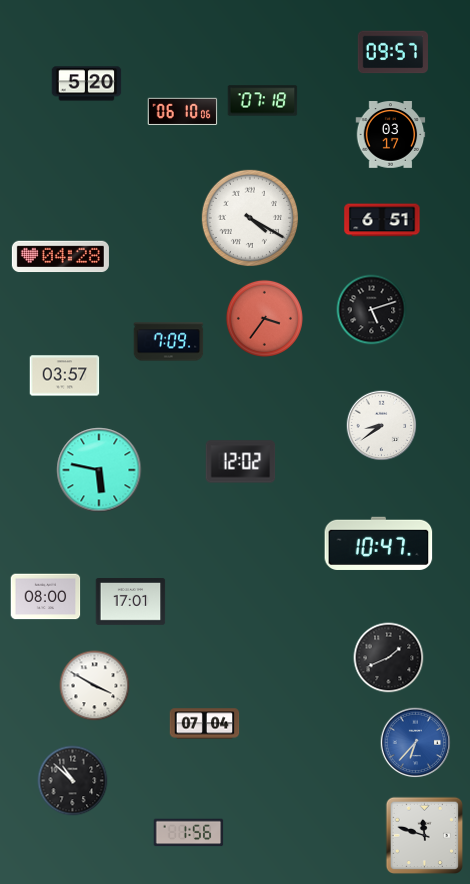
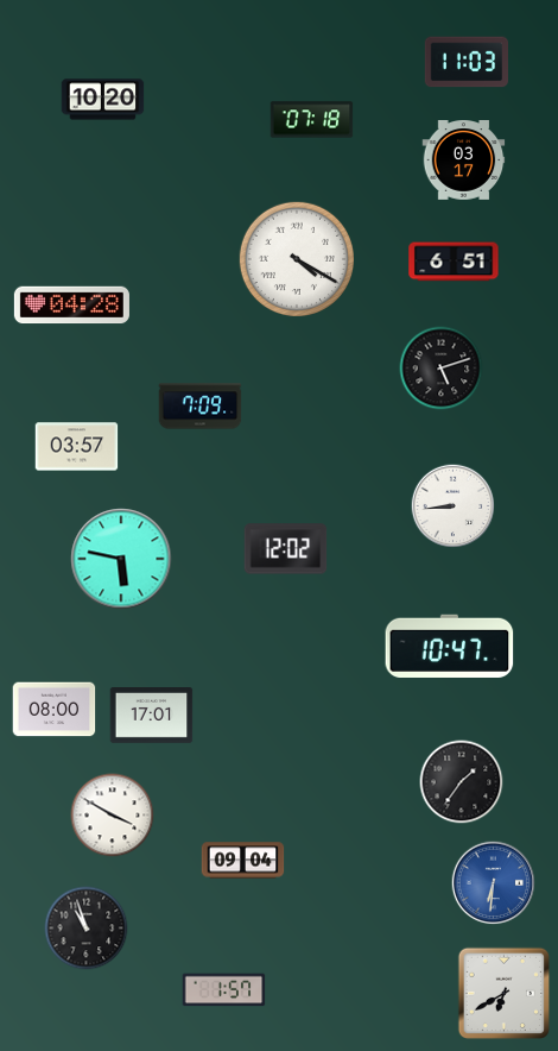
clock at (392, 52): 09:57 -> 11:03
clock at (87, 84): 5:20 -> 10:20
clock at (183, 111): 06:10 -> none
clock at (264, 318): 3:36 -> none
clock at (382, 426): 8:39 -> 8:44
clock at (99, 470) position: (99, 470) -> (121, 559)
clock at (131, 602) position: (131, 602) -> (152, 716)
clock at (389, 658): 1:41 -> 1:36
clock at (205, 724): 07:04 -> 09:04
clock at (416, 743): 6:37 -> 6:31
clock at (73, 781): 10:52 -> 10:57
clock at (189, 833): 1:56 -> 1:57
clock at (425, 836): 11:48 -> 6:40
